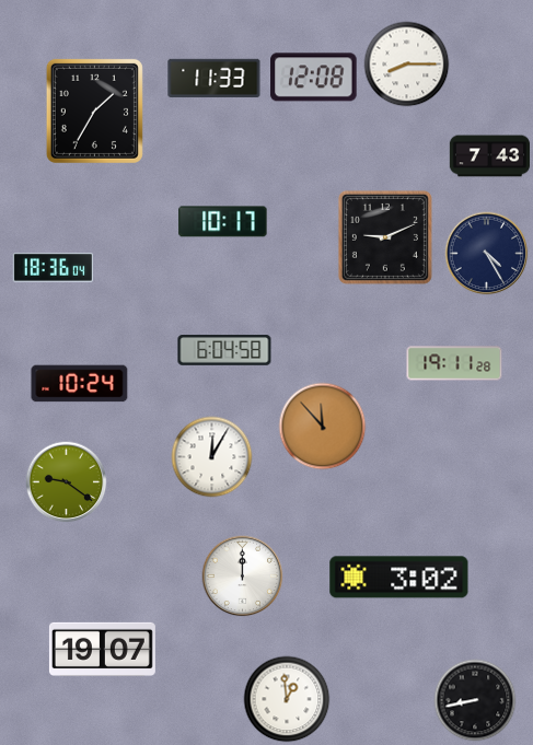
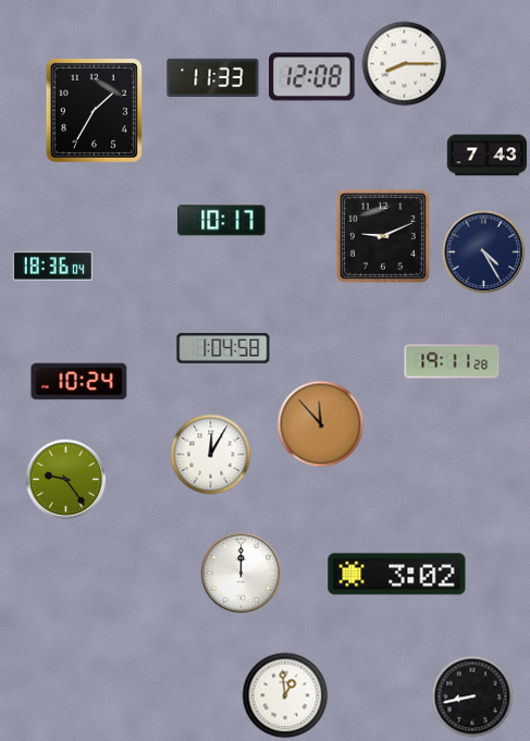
clock at (224, 350): 6:04 -> 1:04
clock at (67, 482): 9:21 -> 9:24
clock at (102, 649): 19:07 -> none
